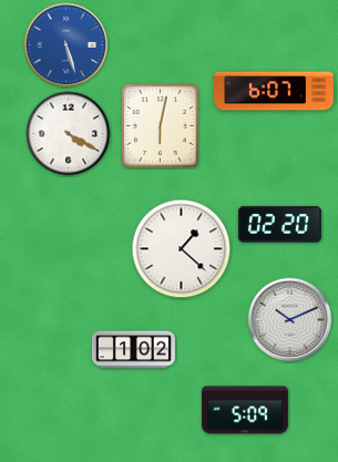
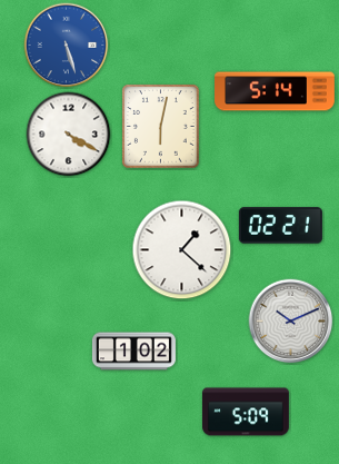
clock at (274, 91): 6:07 -> 5:14
clock at (279, 225): 02:20 -> 02:21
